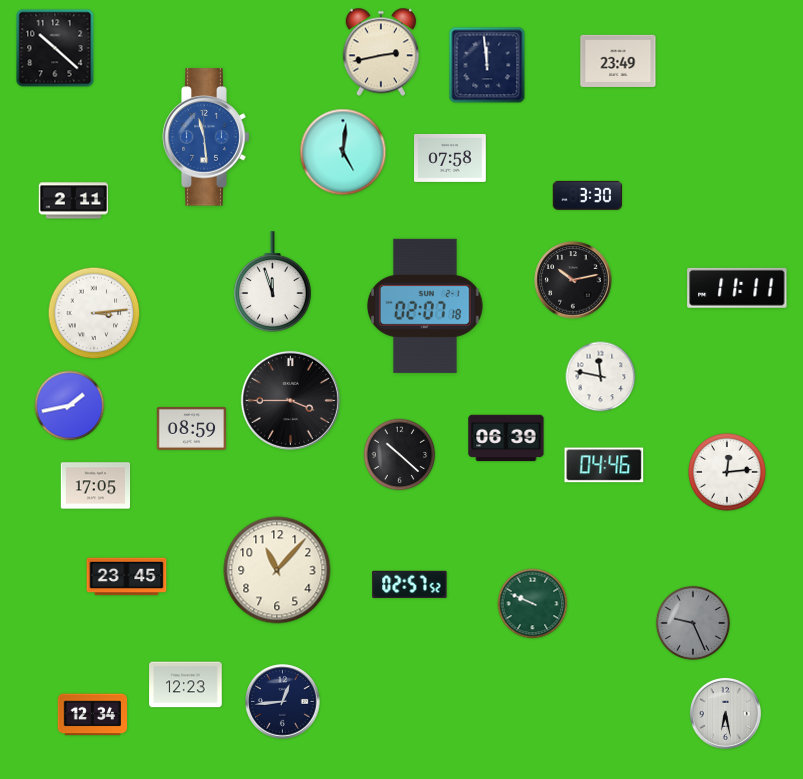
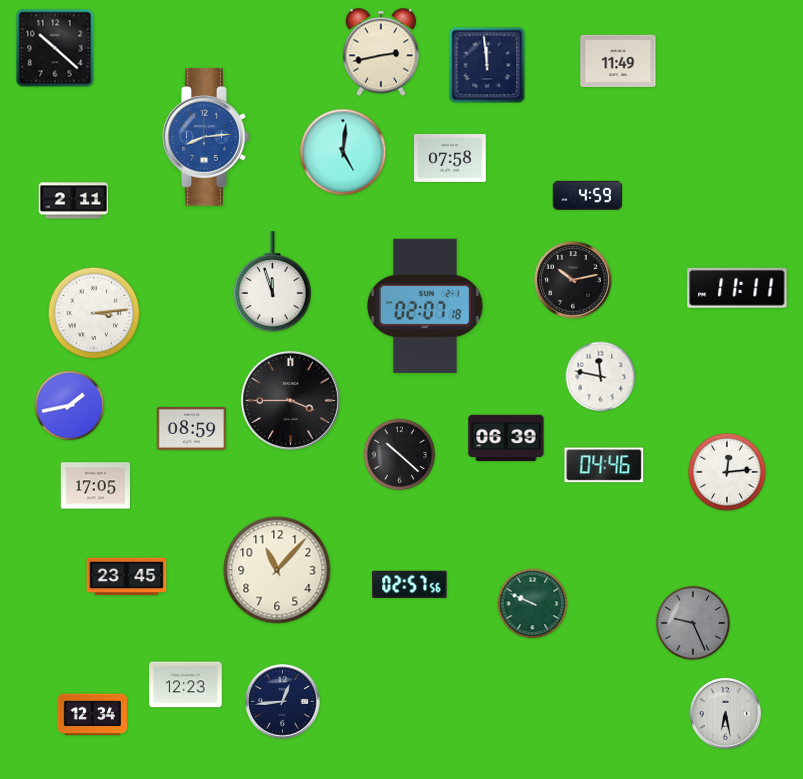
clock at (618, 61): 23:49 -> 11:49
clock at (206, 137): 11:29 -> 8:14
clock at (587, 195): 3:30 -> 4:59
clock at (410, 584): 02:57:52 -> 02:57:56
